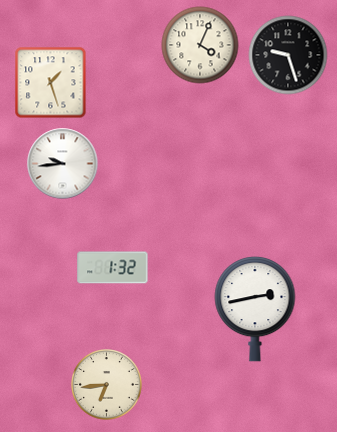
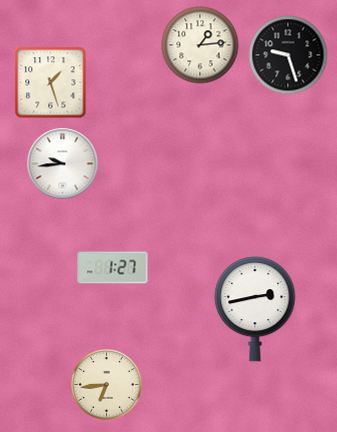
clock at (200, 45): 4:04 -> 1:14
clock at (113, 268): 1:32 -> 1:27
